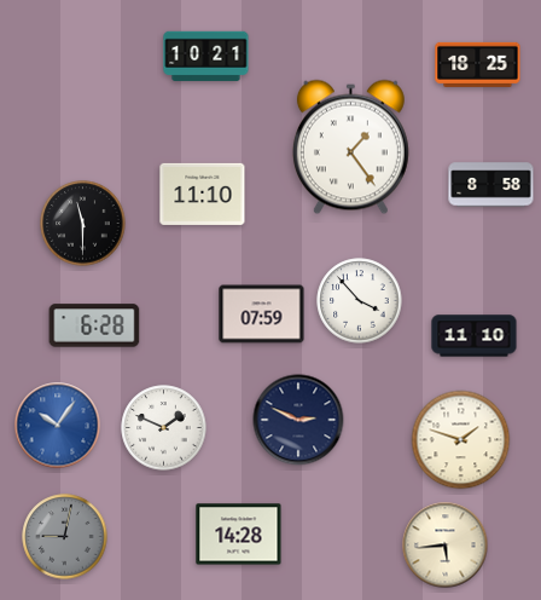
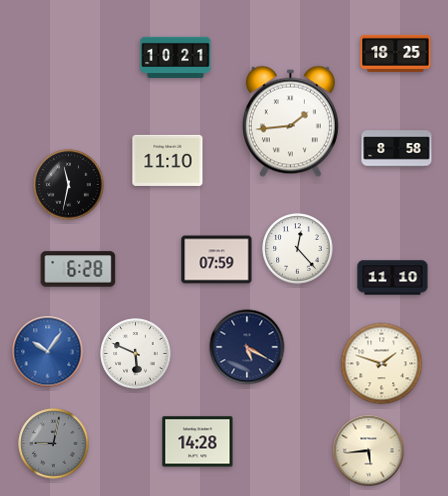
clock at (206, 56) position: (206, 56) -> (176, 57)
clock at (350, 148): 1:24 -> 1:44
clock at (491, 185) position: (491, 185) -> (397, 149)
clock at (83, 224): 11:30 -> 11:32
clock at (360, 301): 3:53 -> 12:23
clock at (298, 420): 2:49 -> 5:20
clock at (164, 428): 1:49 -> 5:49
